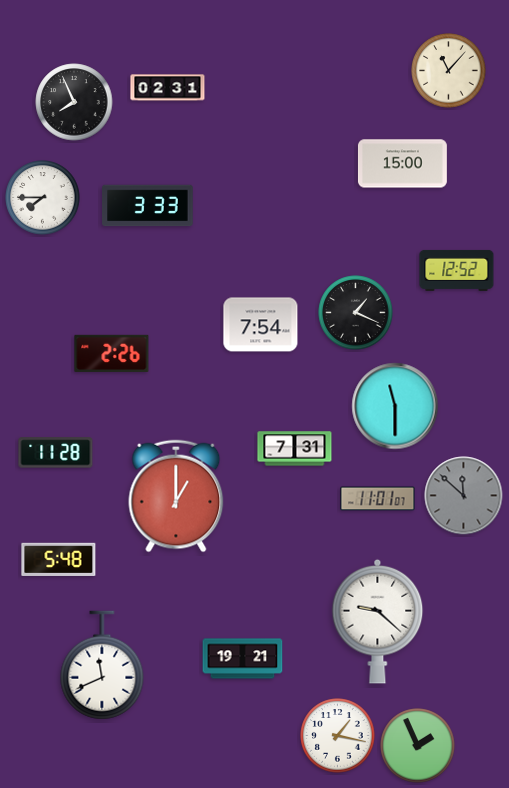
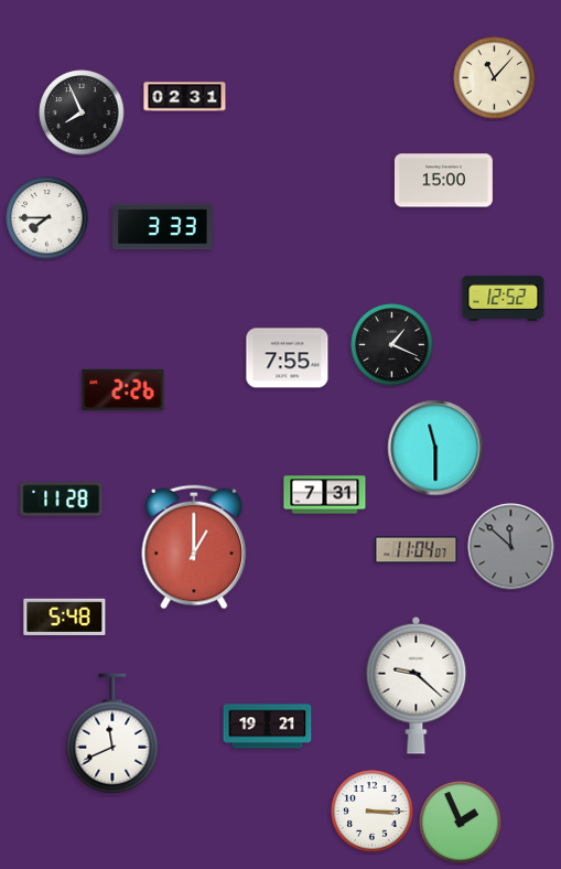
clock at (261, 325): 7:54 -> 7:55
clock at (378, 499): 11:01 -> 11:04
clock at (338, 736): 1:17 -> 3:15
